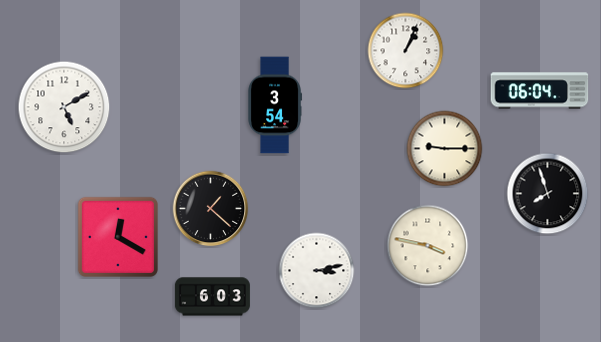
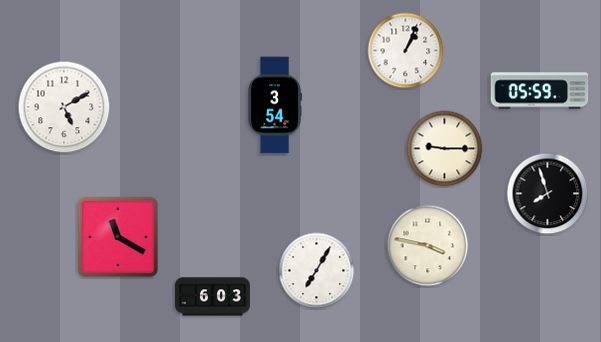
clock at (540, 91): 06:04 -> 05:59
clock at (211, 209): 1:22 -> none
clock at (118, 237): 12:20 -> 11:20
clock at (317, 271): 3:13 -> 7:05
